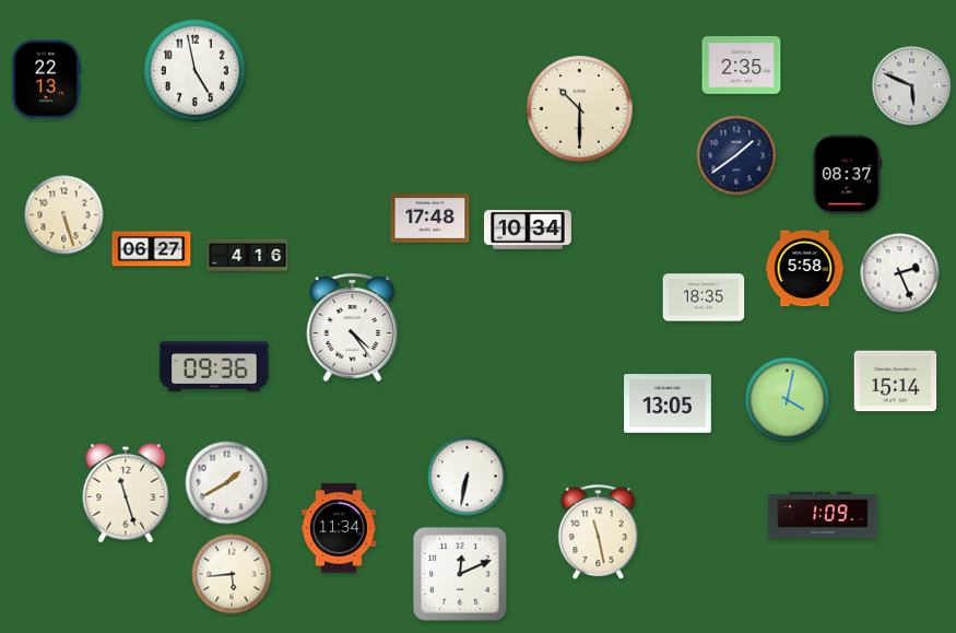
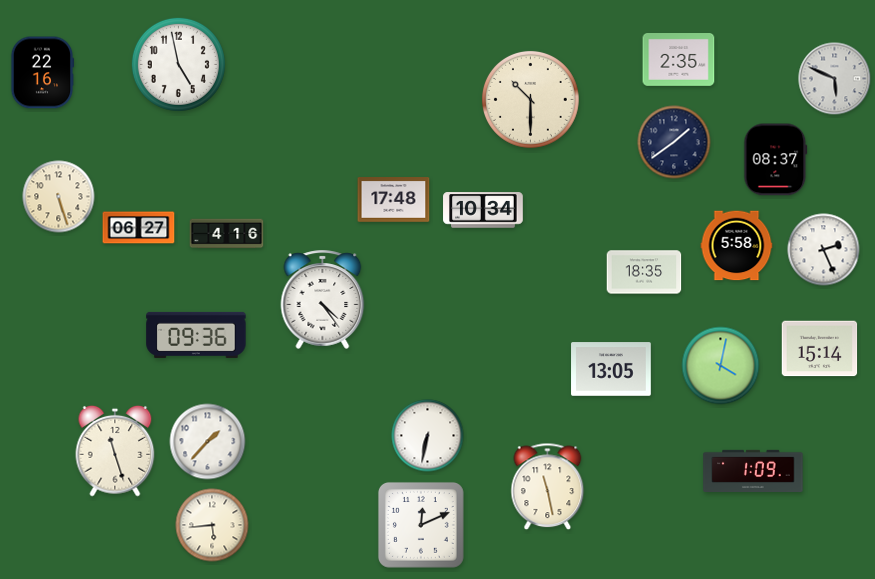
clock at (46, 80): 22:13 -> 22:16
clock at (227, 483): 1:40 -> 1:37
clock at (339, 528): 11:34 -> none
